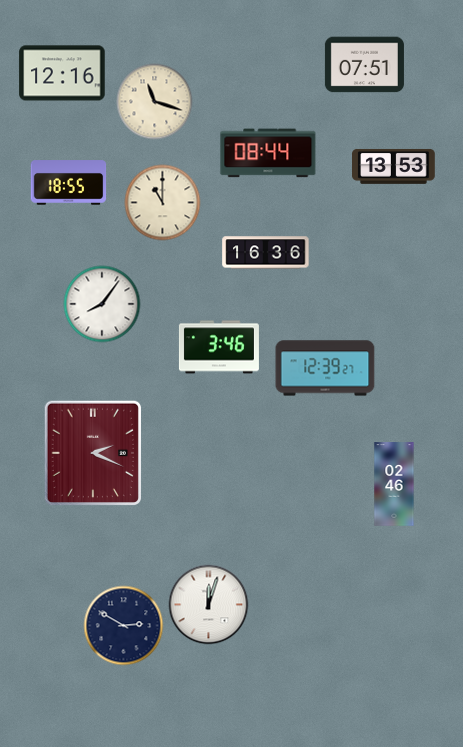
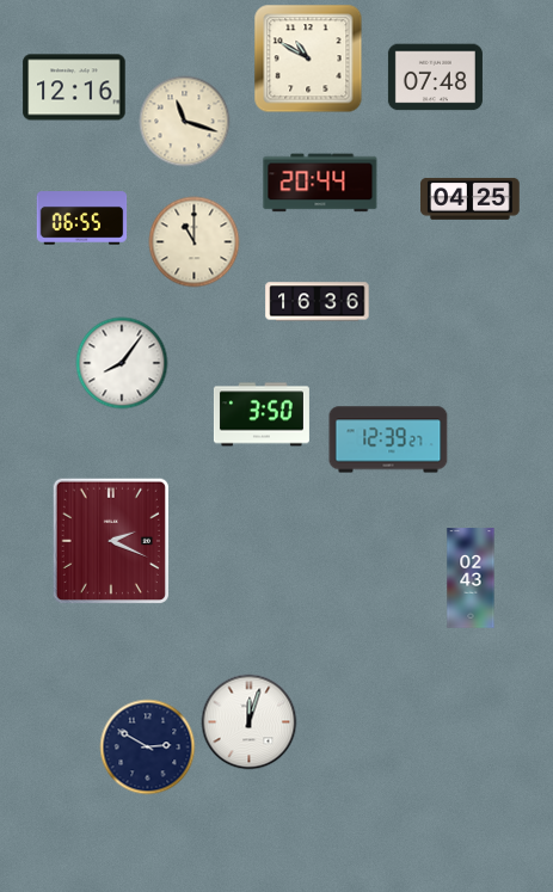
clock at (308, 59): none -> 10:50
clock at (364, 65): 07:51 -> 07:48
clock at (268, 153): 08:44 -> 20:44
clock at (394, 166): 13:53 -> 04:25
clock at (69, 183): 18:55 -> 06:55
clock at (219, 347): 3:46 -> 3:50
clock at (394, 484): 02:46 -> 02:43
